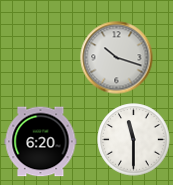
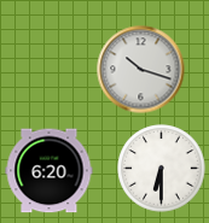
clock at (134, 140): 11:30 -> 6:30
